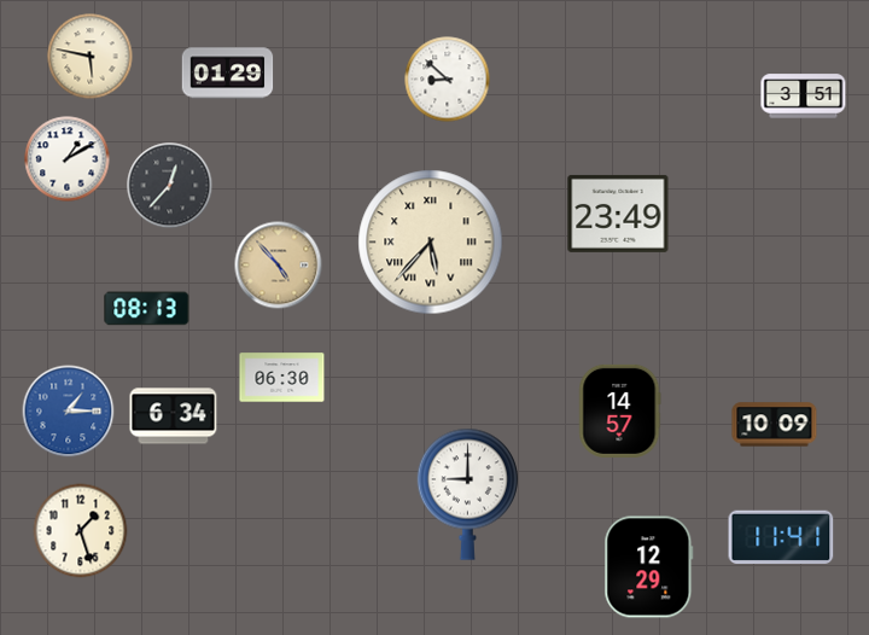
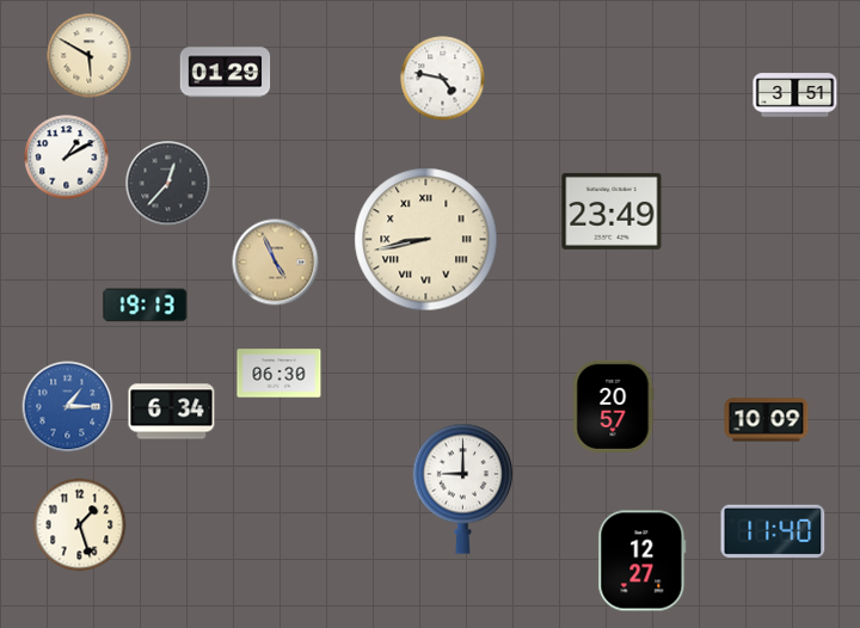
clock at (91, 57): 5:47 -> 5:50
clock at (448, 80): 8:52 -> 4:47
clock at (431, 243): 5:37 -> 8:43
clock at (279, 266): 4:53 -> 4:56
clock at (147, 309): 08:13 -> 19:13
clock at (619, 410): 14:57 -> 20:57
clock at (781, 536): 11:41 -> 11:40
clock at (649, 567): 12:29 -> 12:27
